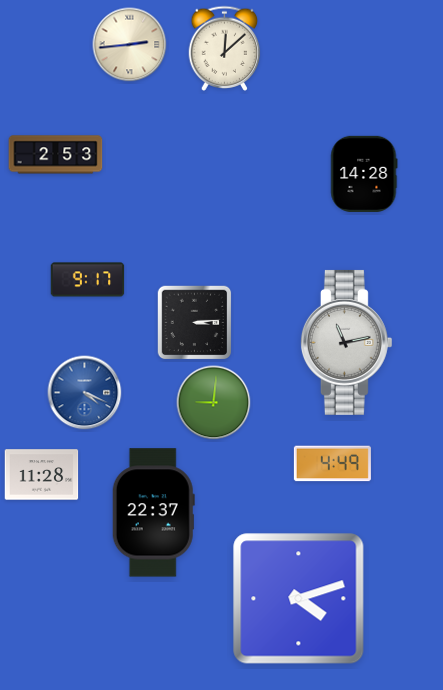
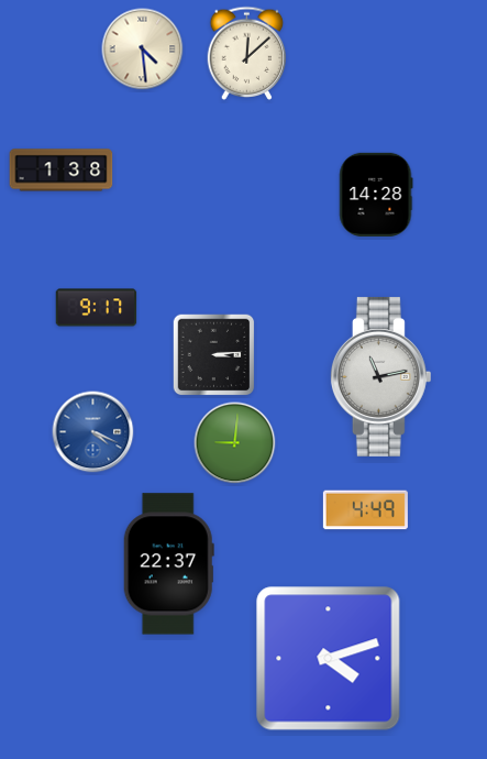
clock at (130, 45): 2:44 -> 4:29
clock at (56, 155): 2:53 -> 1:38
clock at (364, 174) position: (364, 174) -> (376, 195)
clock at (42, 475): 11:28 -> none
